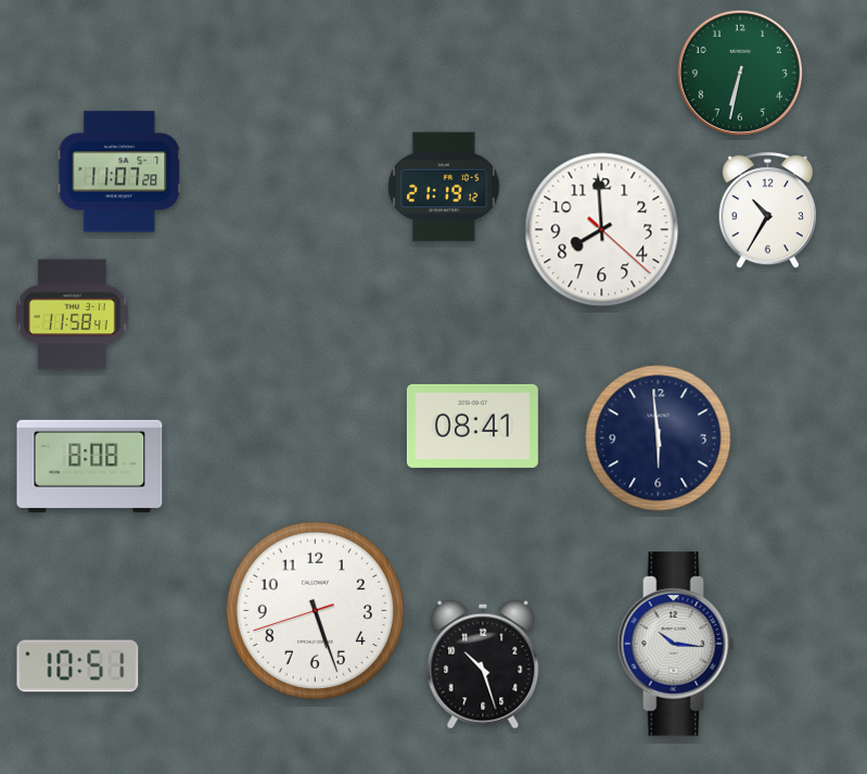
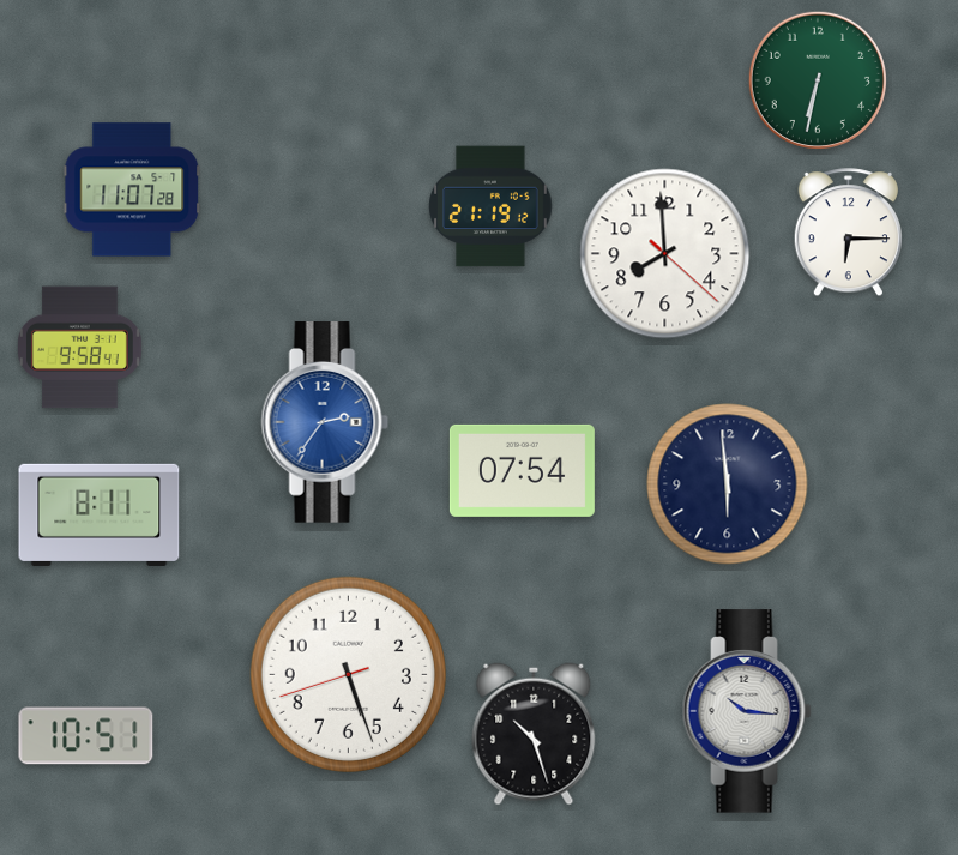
clock at (767, 211): 10:35 -> 6:15
clock at (73, 315): 11:58 -> 9:58
clock at (325, 423): none -> 2:36
clock at (472, 426): 08:41 -> 07:54
clock at (90, 466): 8:08 -> 8:11
